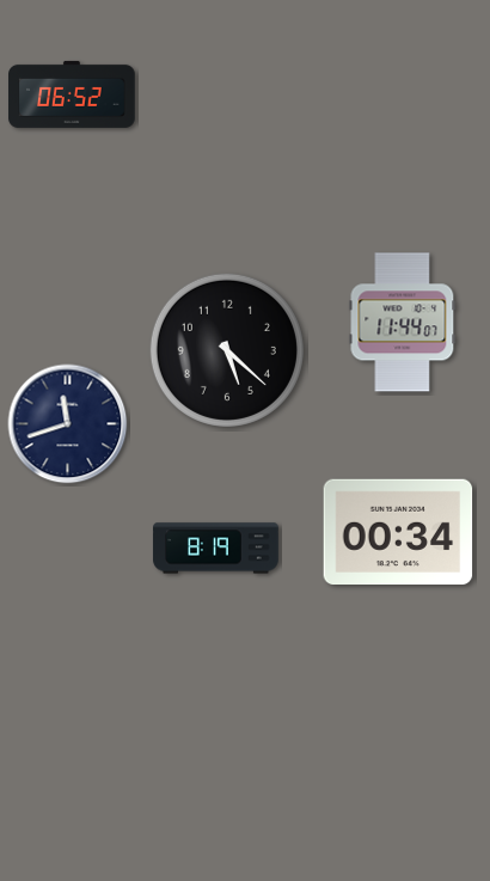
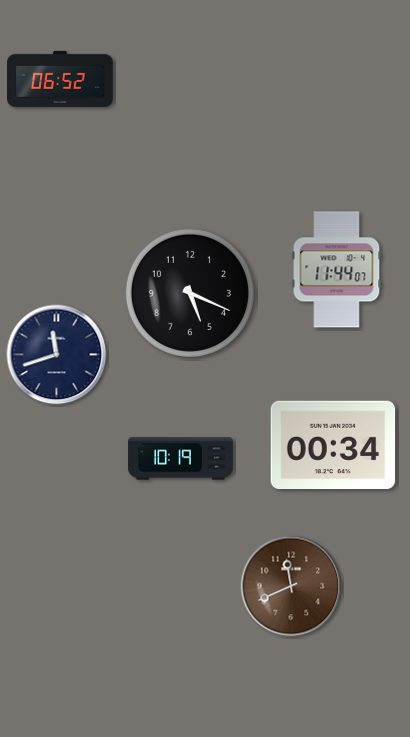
clock at (227, 350): 5:22 -> 5:19
clock at (216, 549): 8:19 -> 10:19
clock at (291, 586): none -> 11:41
